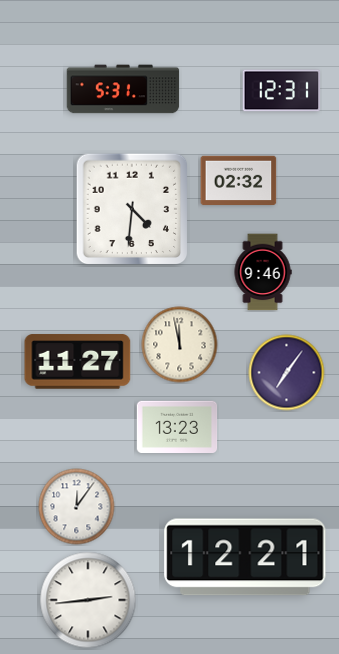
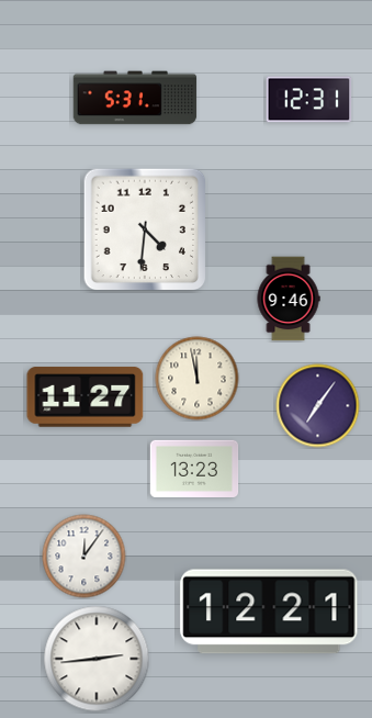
clock at (239, 181): 02:32 -> none
clock at (287, 373) position: (287, 373) -> (318, 406)
